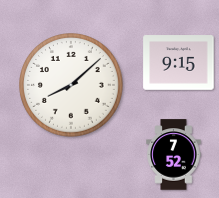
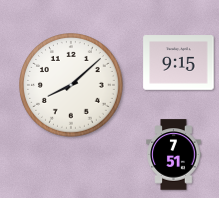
clock at (174, 155): 7:52 -> 7:51
